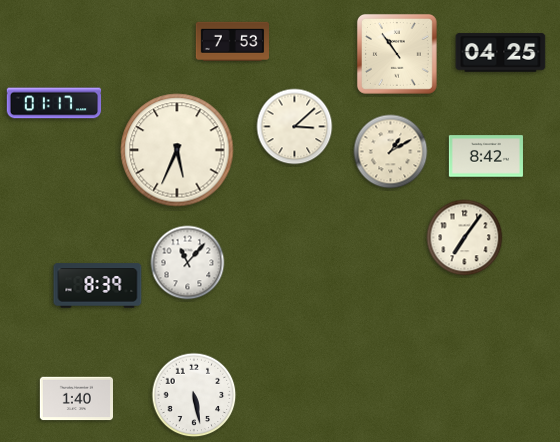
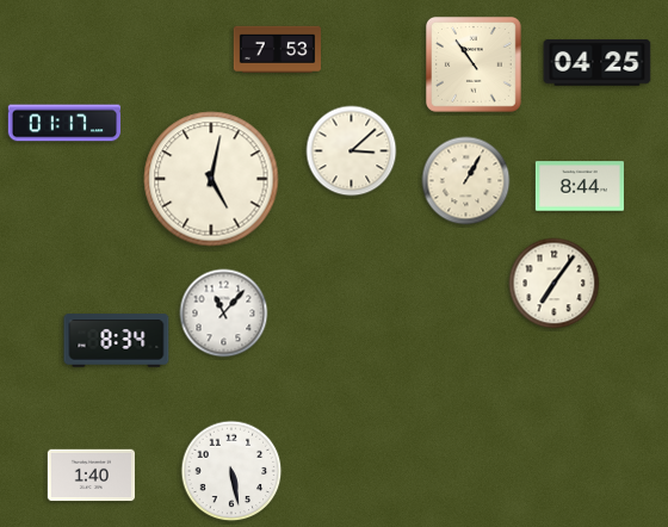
clock at (177, 150): 5:34 -> 5:02
clock at (391, 152): 1:10 -> 1:05
clock at (486, 156): 8:42 -> 8:44
clock at (98, 286): 8:39 -> 8:34
